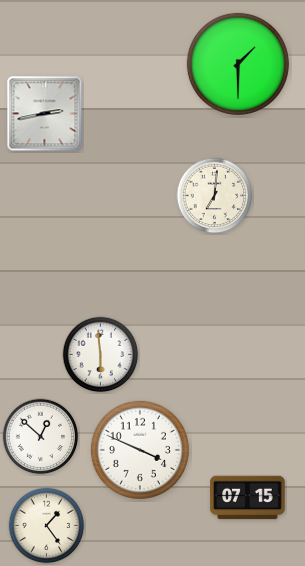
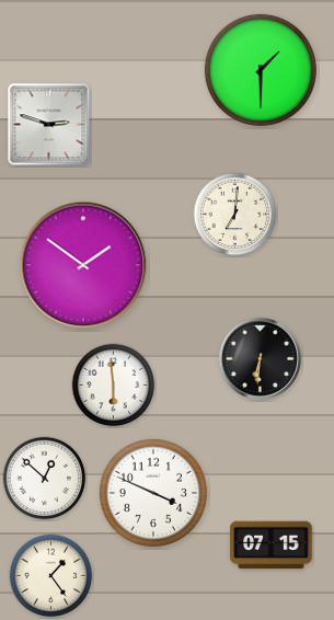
clock at (45, 114): 2:43 -> 2:48
clock at (83, 265): none -> 1:51
clock at (260, 358): none -> 6:31
clock at (101, 355) position: (101, 355) -> (114, 386)
